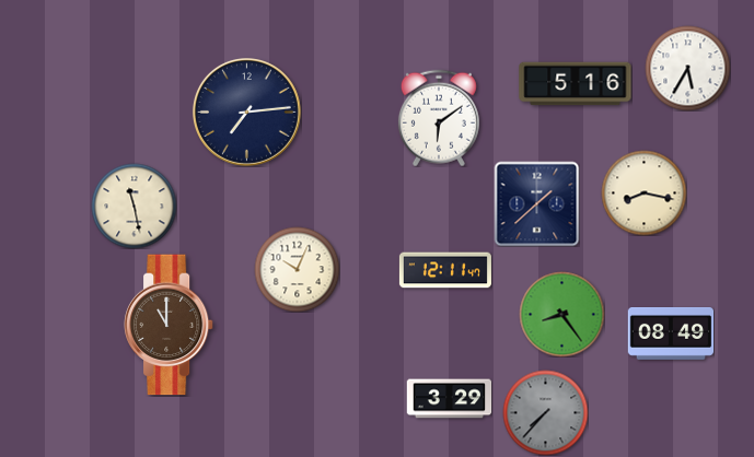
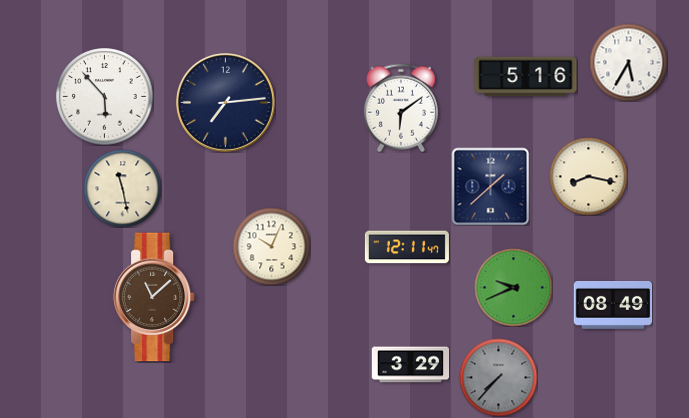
clock at (105, 97): none -> 5:53
clock at (561, 314): 8:24 -> 9:41
clock at (169, 325): 11:00 -> 11:08
